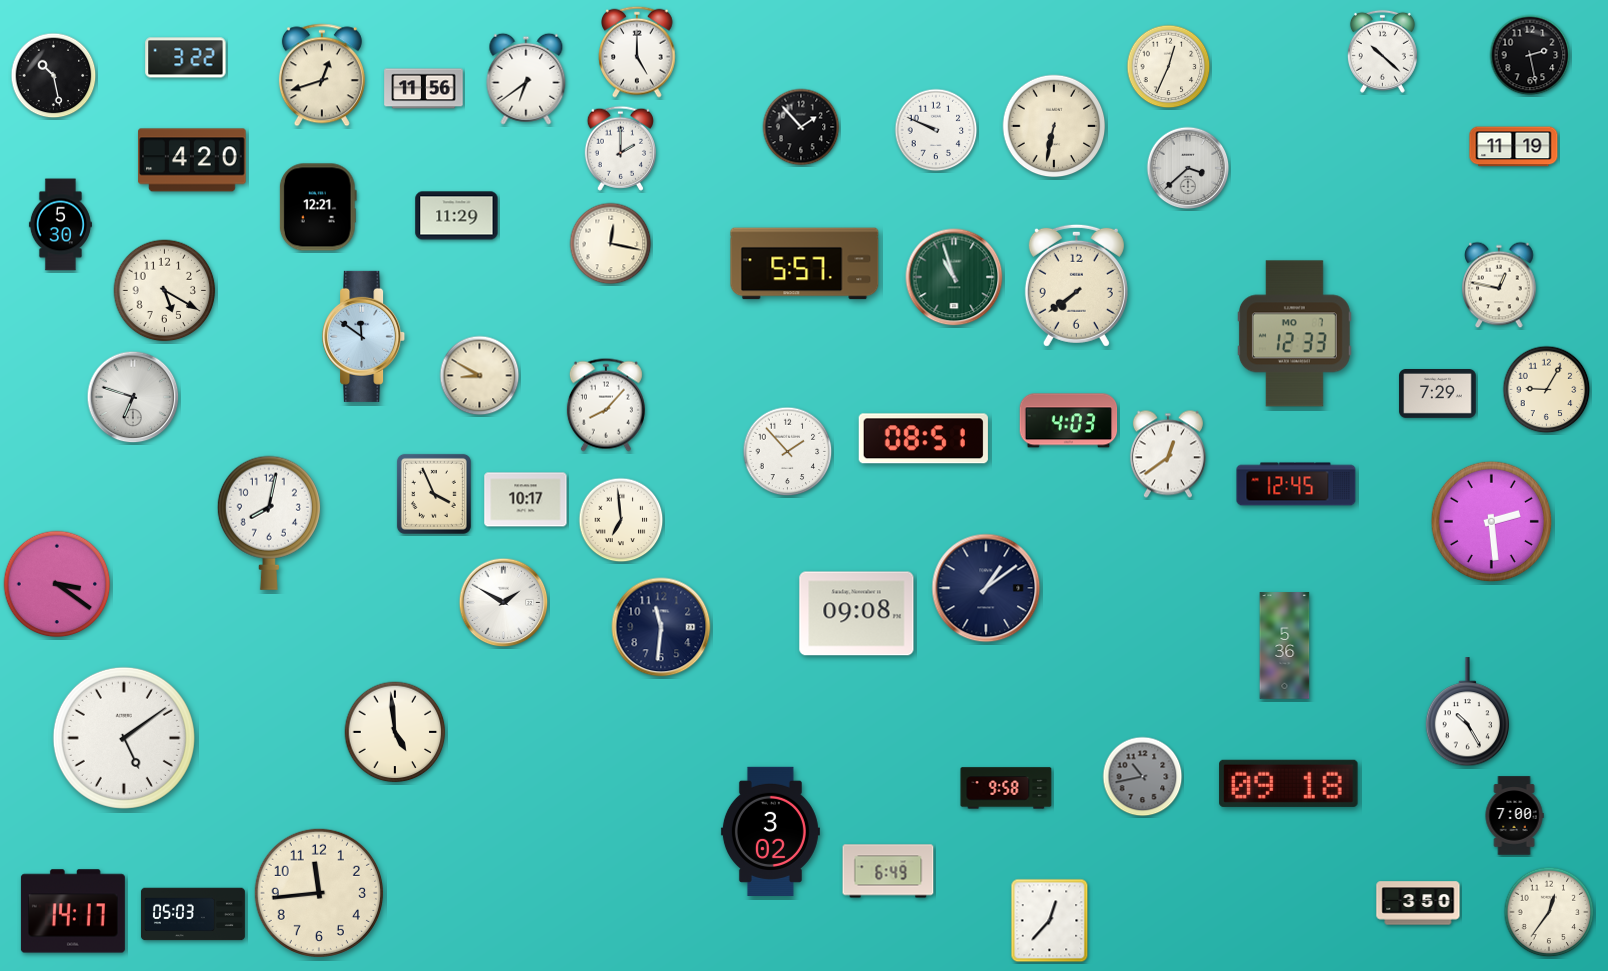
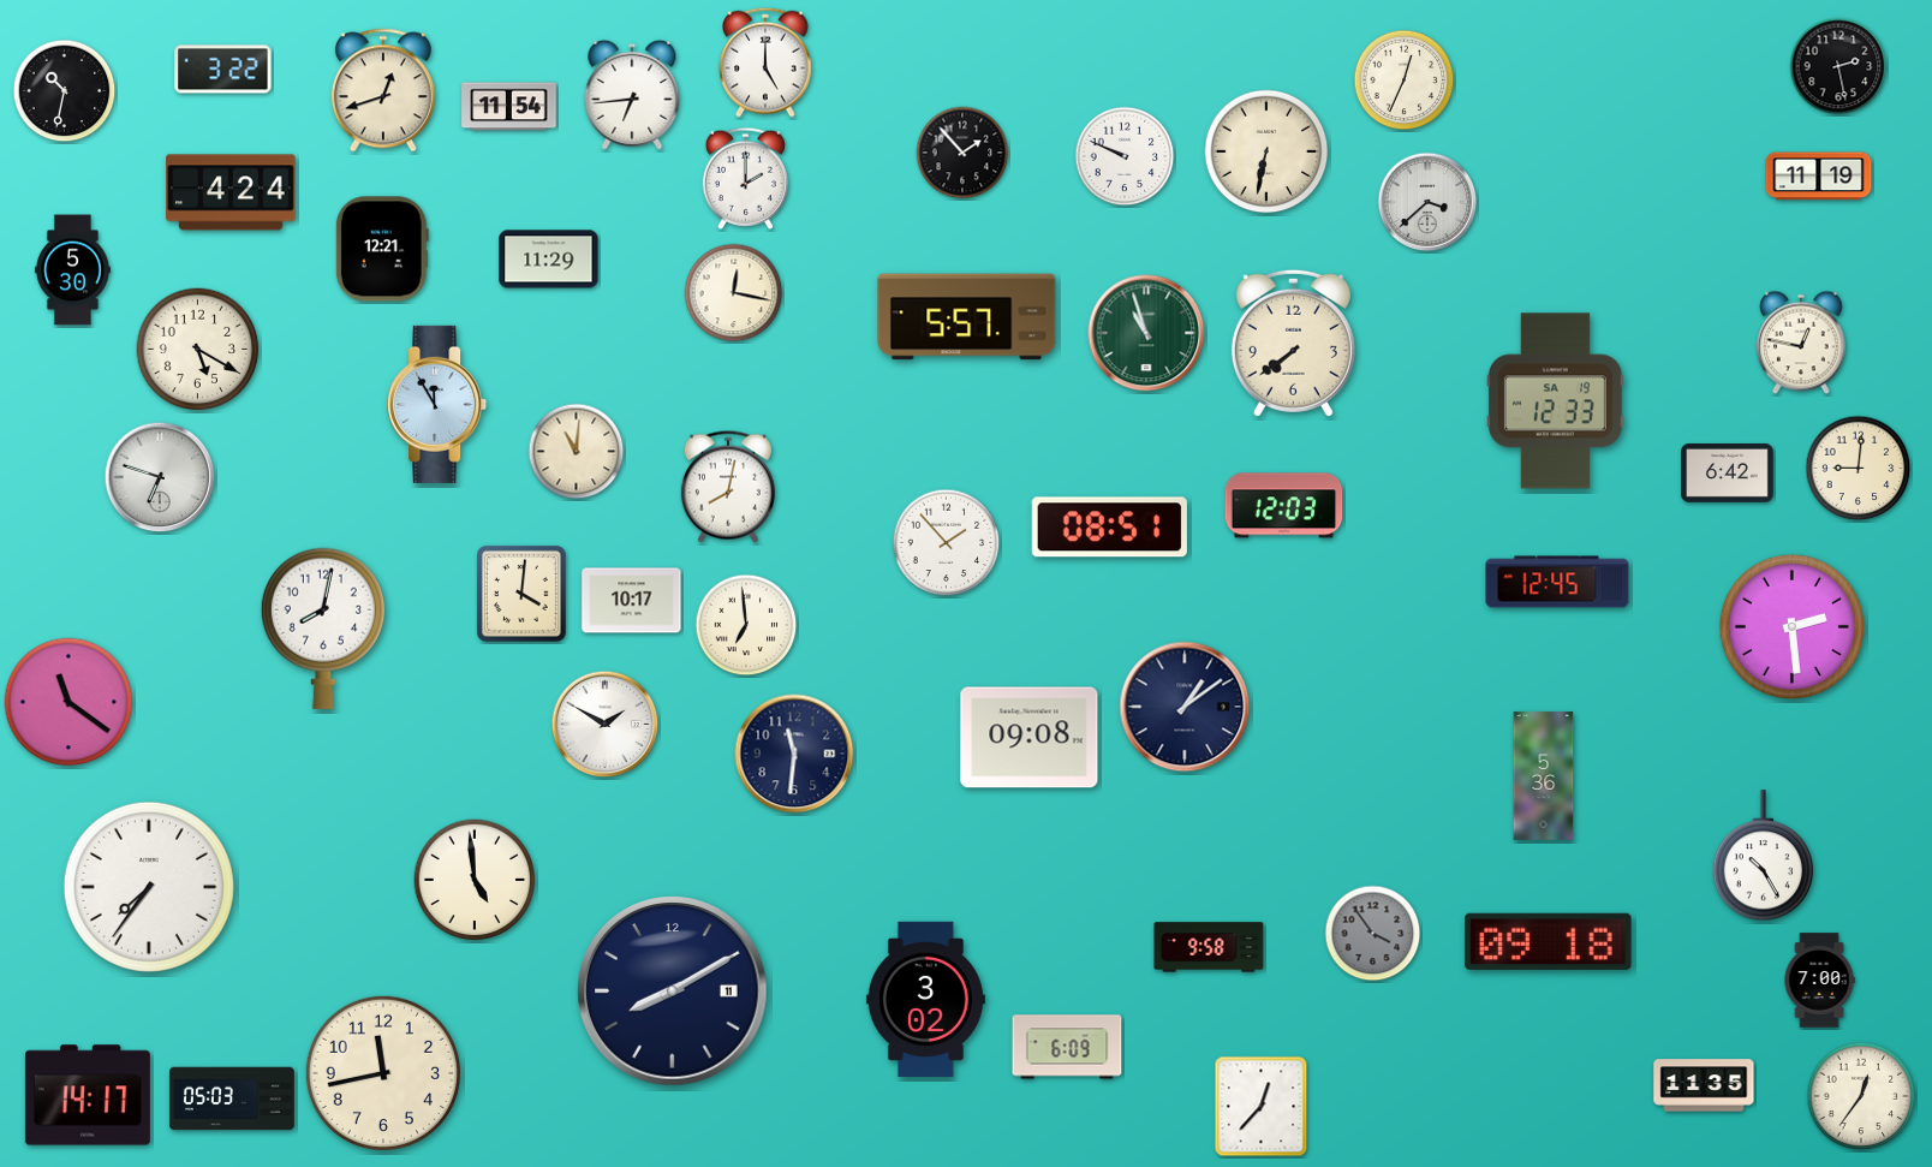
clock at (1382, 51): 10:22 -> none
clock at (322, 75) position: (322, 75) -> (383, 90)
clock at (54, 76): 10:28 -> 10:32
clock at (526, 79): 6:39 -> 6:44
clock at (424, 89): 11:56 -> 11:54
clock at (192, 160): 4:20 -> 4:24
clock at (1294, 334) date: MO 7 -> SA 19
clock at (364, 336): 11:51 -> 11:55
clock at (480, 376): 8:50 -> 11:01
clock at (1547, 390): 9:05 -> 9:01
clock at (1438, 394): 7:29 -> 6:42
clock at (606, 405): 8:07 -> 8:02
clock at (1069, 421): 4:03 -> 12:03
clock at (1168, 454): 12:39 -> none
clock at (434, 494): 3:56 -> 4:01
clock at (57, 584): 3:21 -> 11:21
clock at (124, 738): 5:09 -> 7:36
clock at (1143, 777): 10:43 -> 3:54
clock at (673, 992): none -> 8:10
clock at (888, 871): 6:49 -> 6:09
clock at (319, 893): 11:44 -> 11:43
clock at (1418, 903): 3:50 -> 11:35
